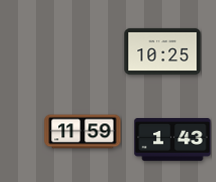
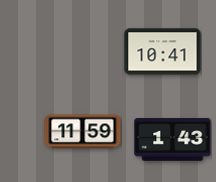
clock at (163, 52): 10:25 -> 10:41
